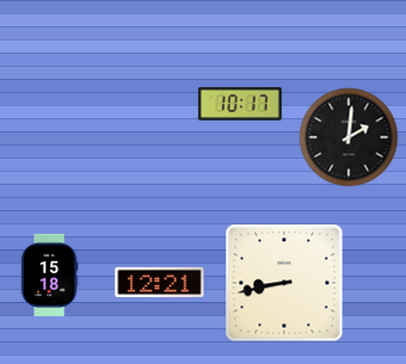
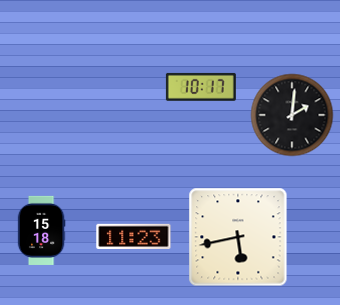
clock at (160, 282): 12:21 -> 11:23
clock at (284, 283): 8:43 -> 5:43
